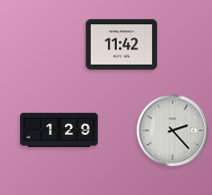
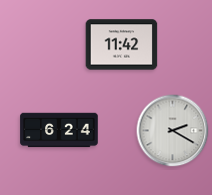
clock at (59, 130): 1:29 -> 6:24
clock at (173, 131): 2:23 -> 2:20
